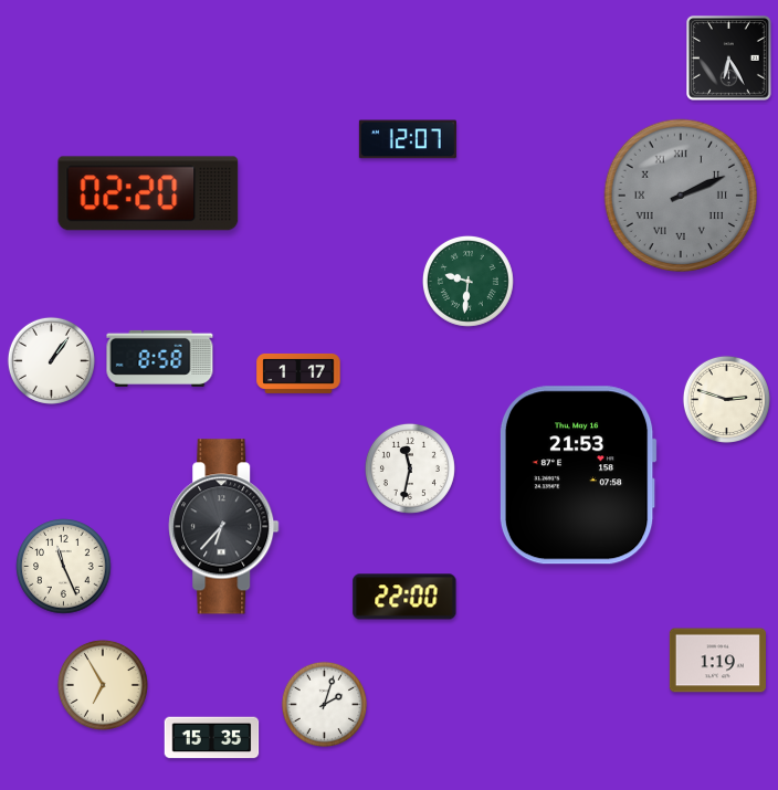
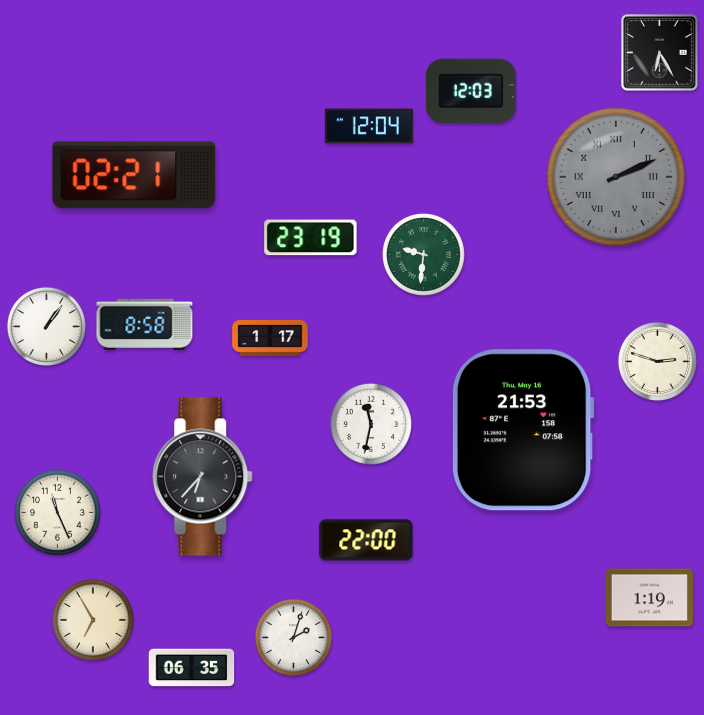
clock at (471, 91): none -> 12:03
clock at (408, 139): 12:07 -> 12:04
clock at (148, 193): 02:20 -> 02:21
clock at (311, 238): none -> 23:19
clock at (212, 738): 15:35 -> 06:35
